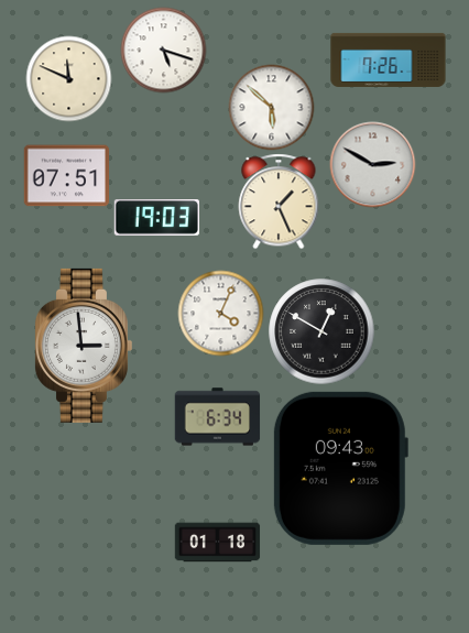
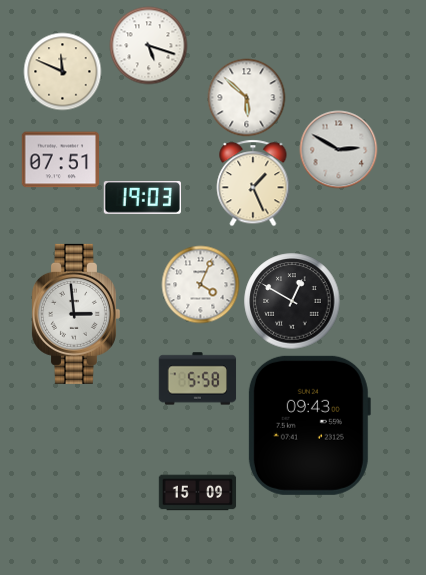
clock at (389, 59): 7:26 -> none
clock at (217, 417): 6:34 -> 5:58
clock at (217, 543): 01:18 -> 15:09
